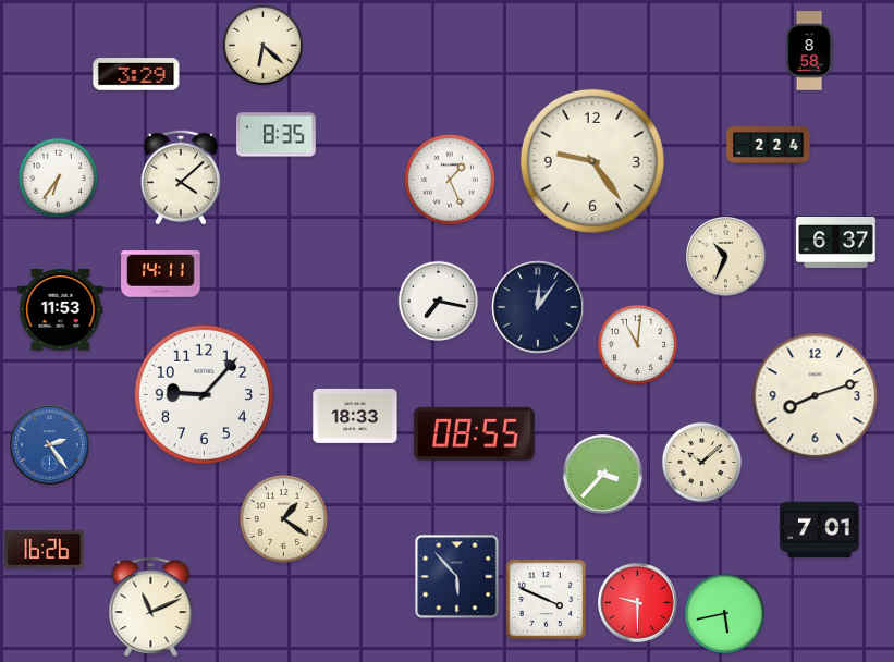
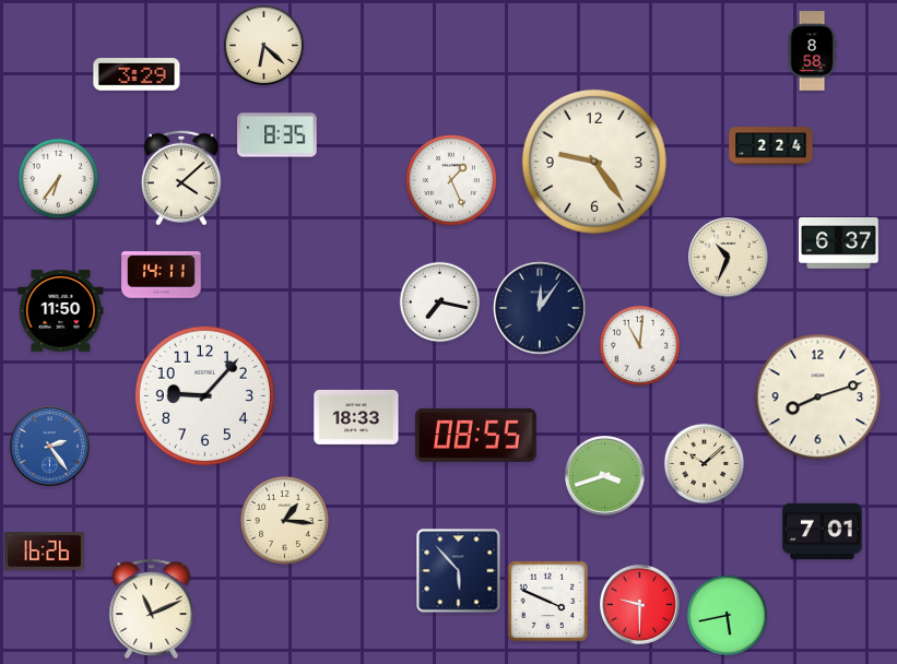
clock at (61, 310): 11:53 -> 11:50
clock at (603, 475): 3:37 -> 3:42
clock at (283, 518): 1:21 -> 1:16
clock at (457, 577) position: (457, 577) -> (459, 571)
